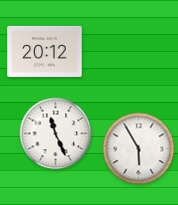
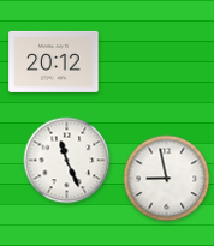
clock at (139, 149): 5:55 -> 8:58
